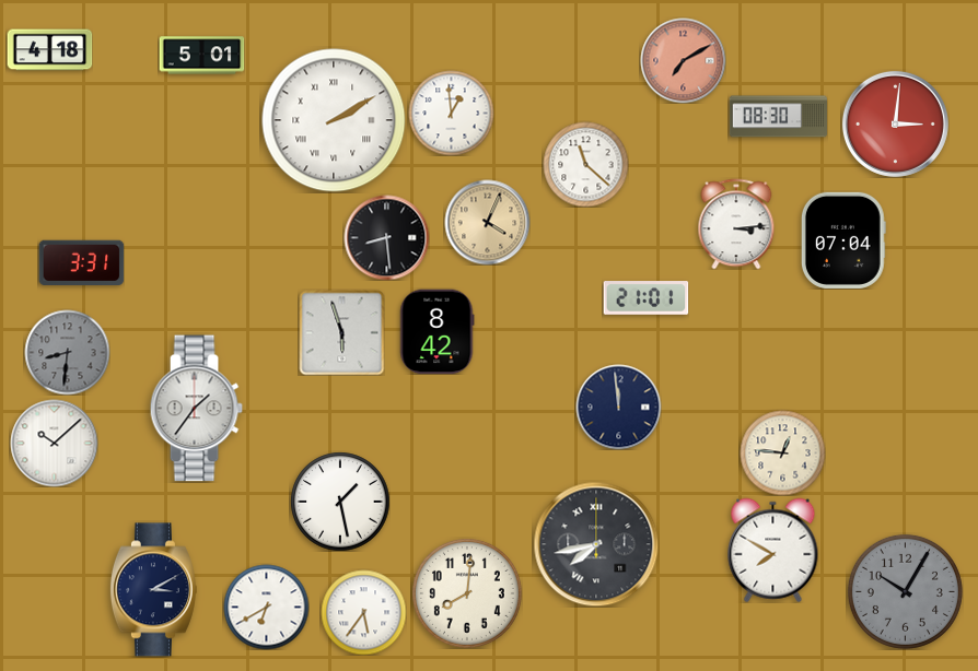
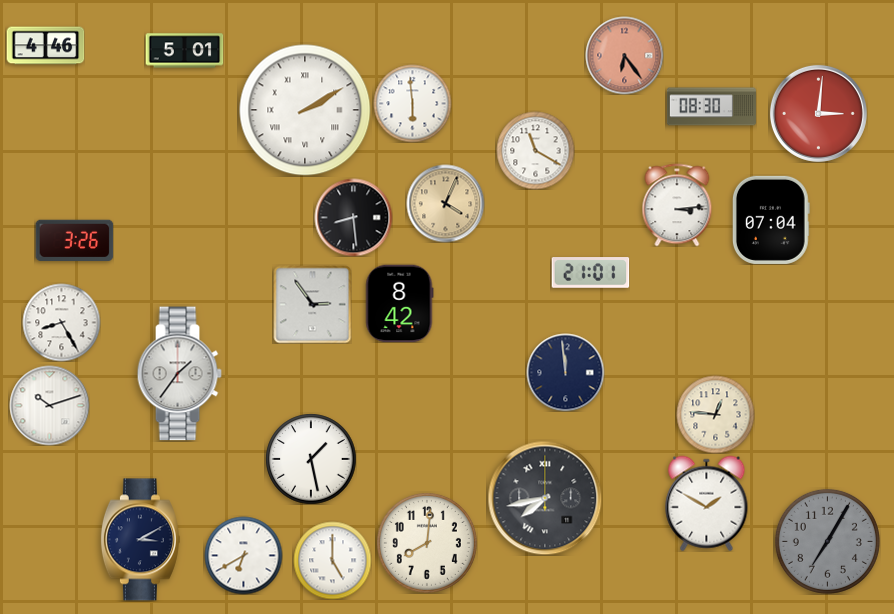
clock at (49, 50): 4:18 -> 4:46
clock at (683, 60): 7:10 -> 6:24
clock at (451, 113): 12:59 -> 5:59
clock at (585, 164): 11:22 -> 11:20
clock at (736, 224) position: (736, 224) -> (677, 205)
clock at (81, 262): 3:31 -> 3:26
clock at (341, 332): 5:57 -> 2:54
clock at (67, 352): 8:31 -> 8:25
clock at (67, 352) dial: grey -> white
clock at (54, 443): 10:08 -> 10:12
clock at (773, 550): 7:50 -> 1:50
clock at (905, 591): 10:05 -> 7:05
clock at (363, 612): 5:36 -> 5:00
